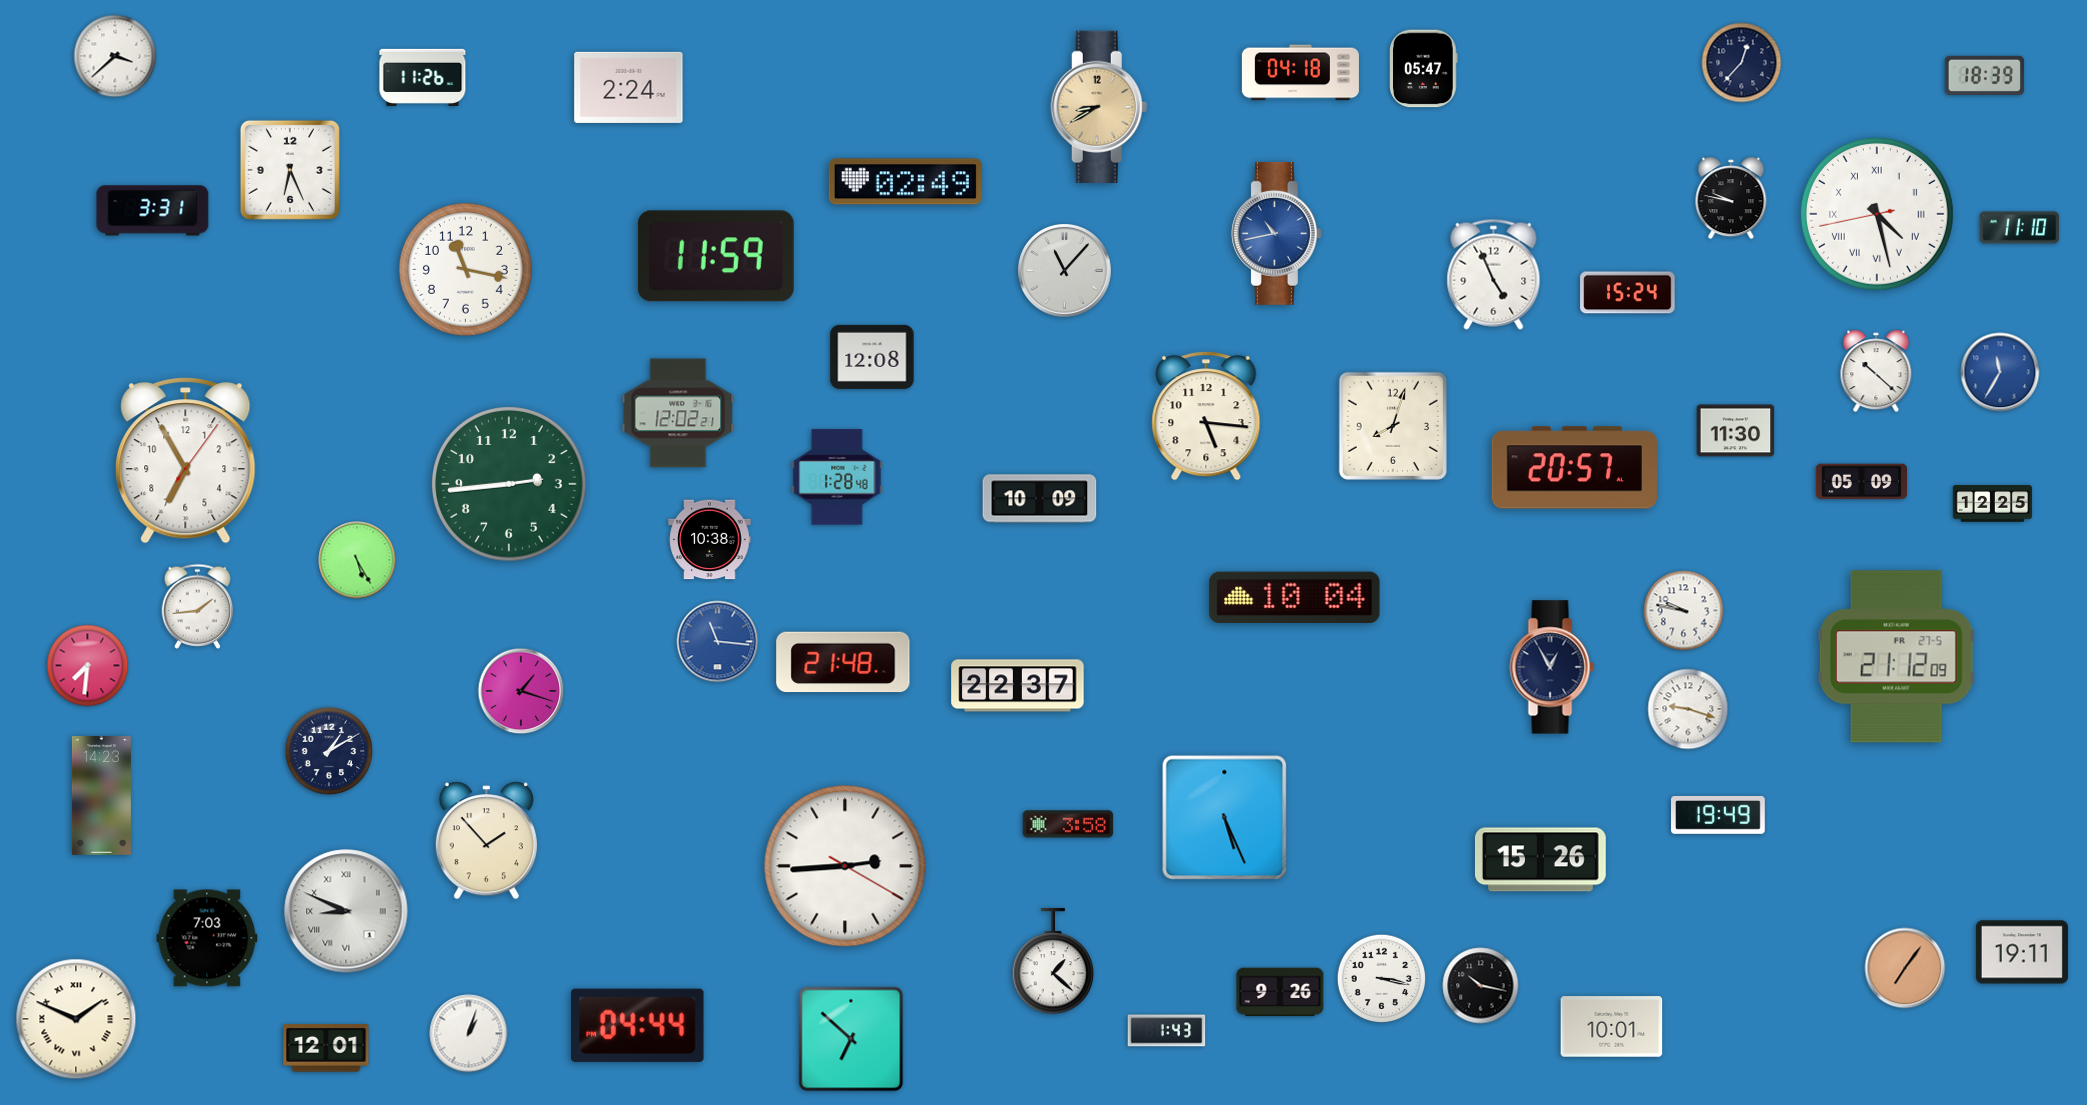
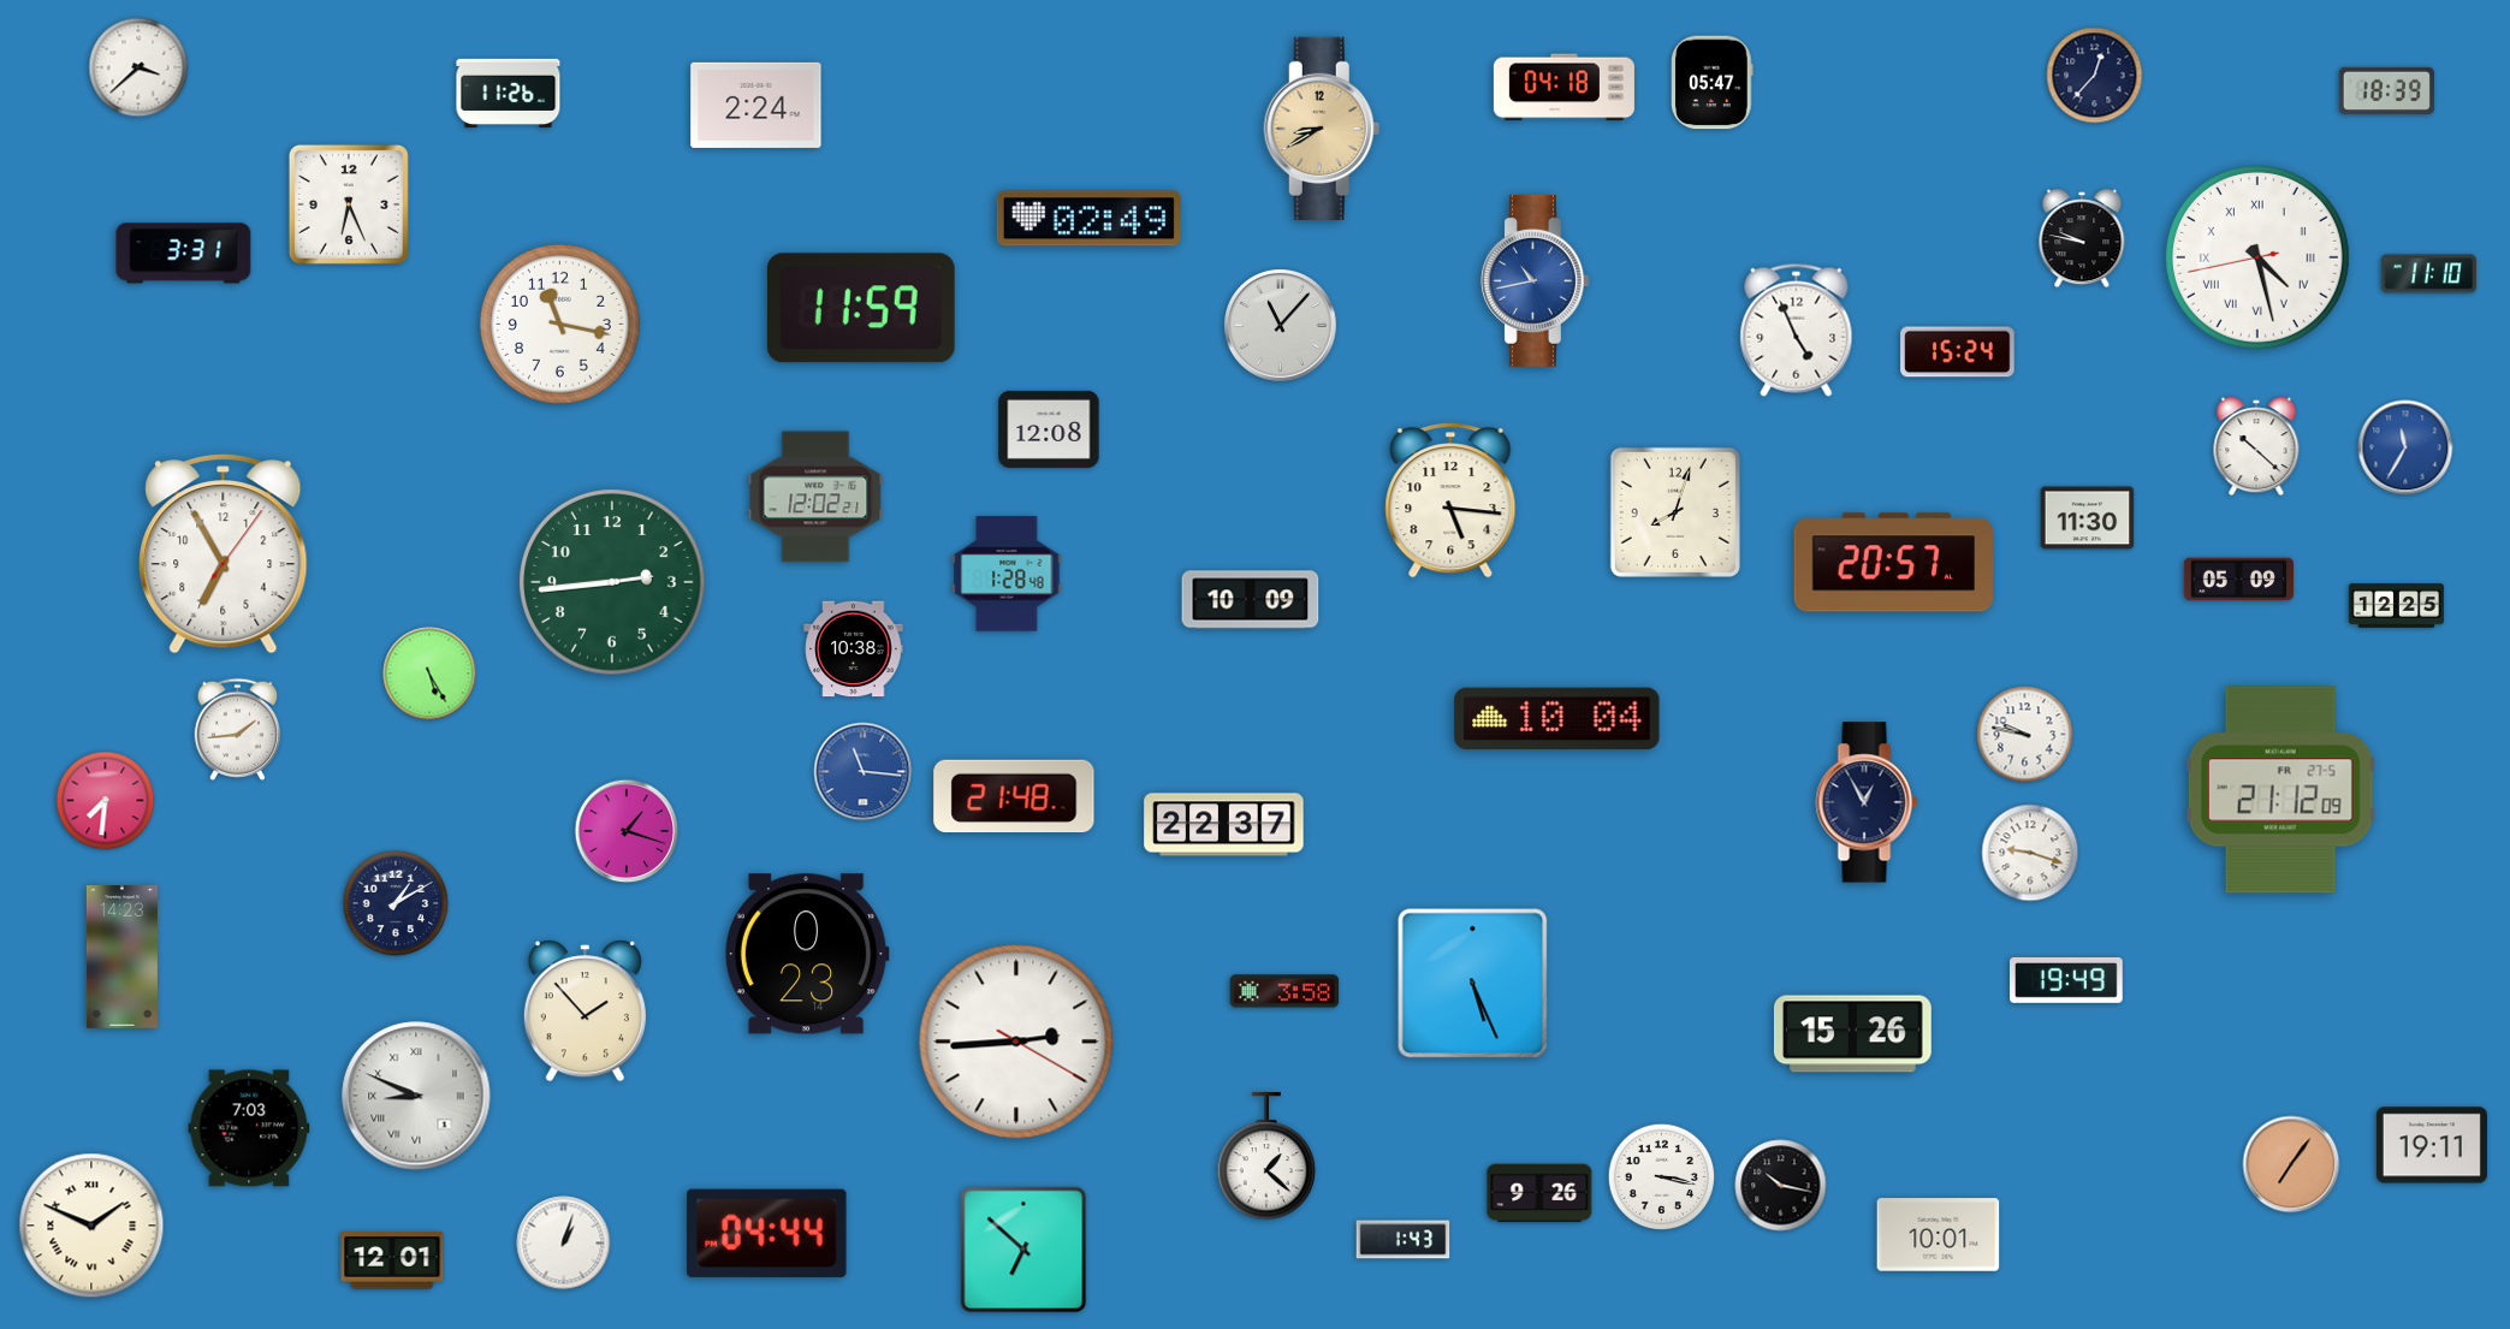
clock at (807, 954): none -> 0:23
